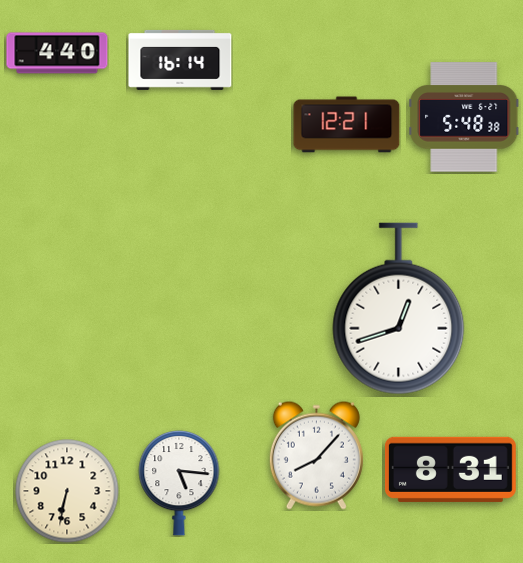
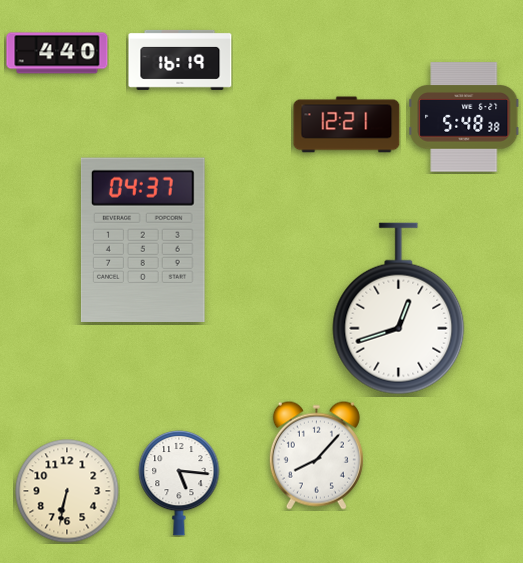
clock at (180, 60): 16:14 -> 16:19
clock at (143, 239): none -> 04:37
clock at (450, 469): 8:31 -> none
